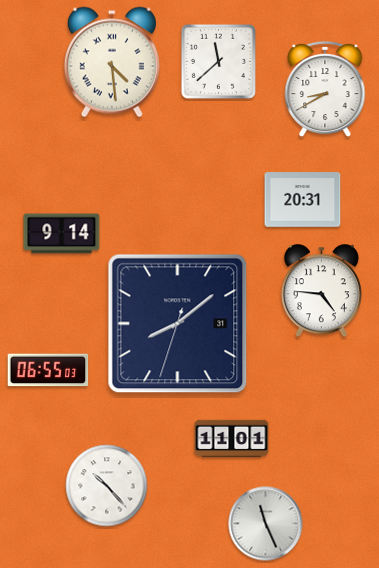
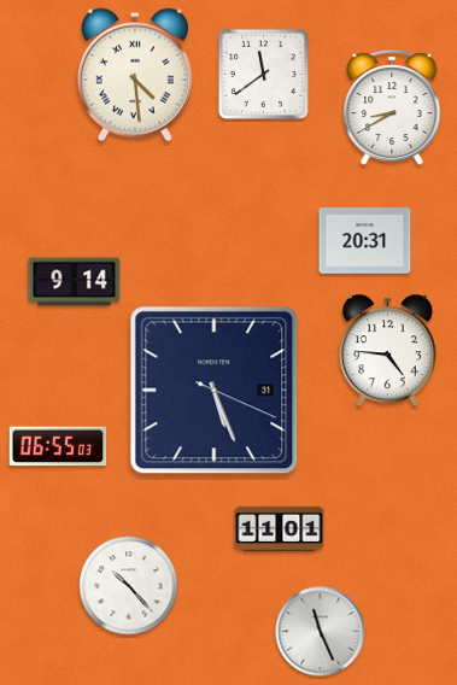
clock at (218, 61): 11:38 -> 11:39
clock at (178, 324): 8:08 -> 5:26
